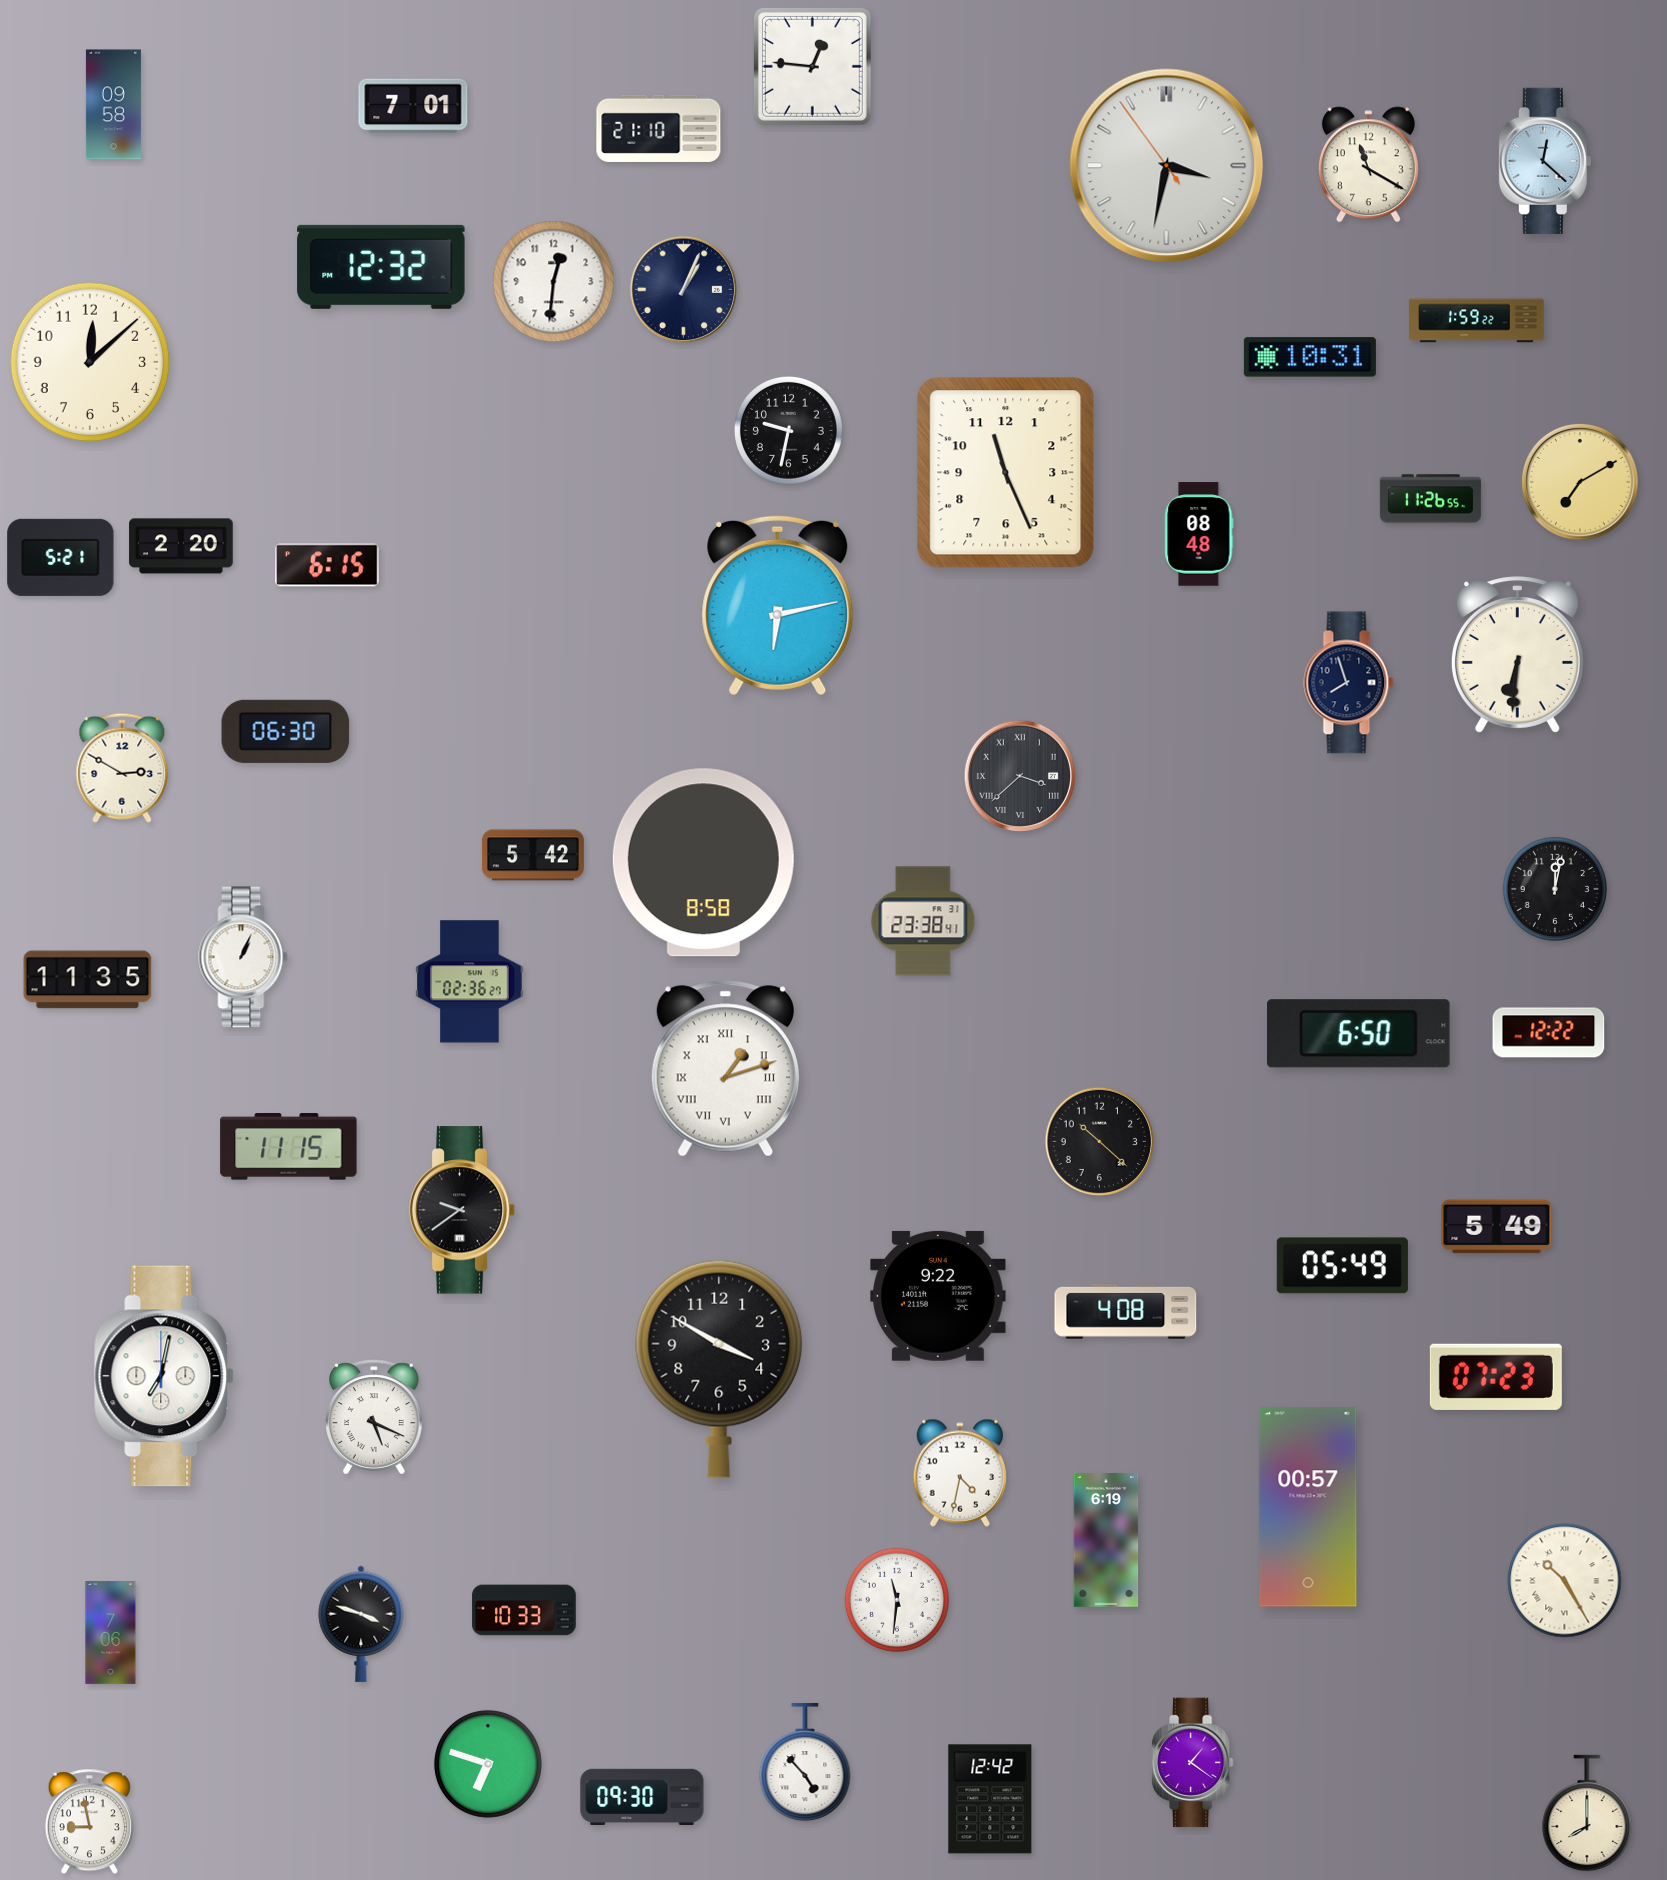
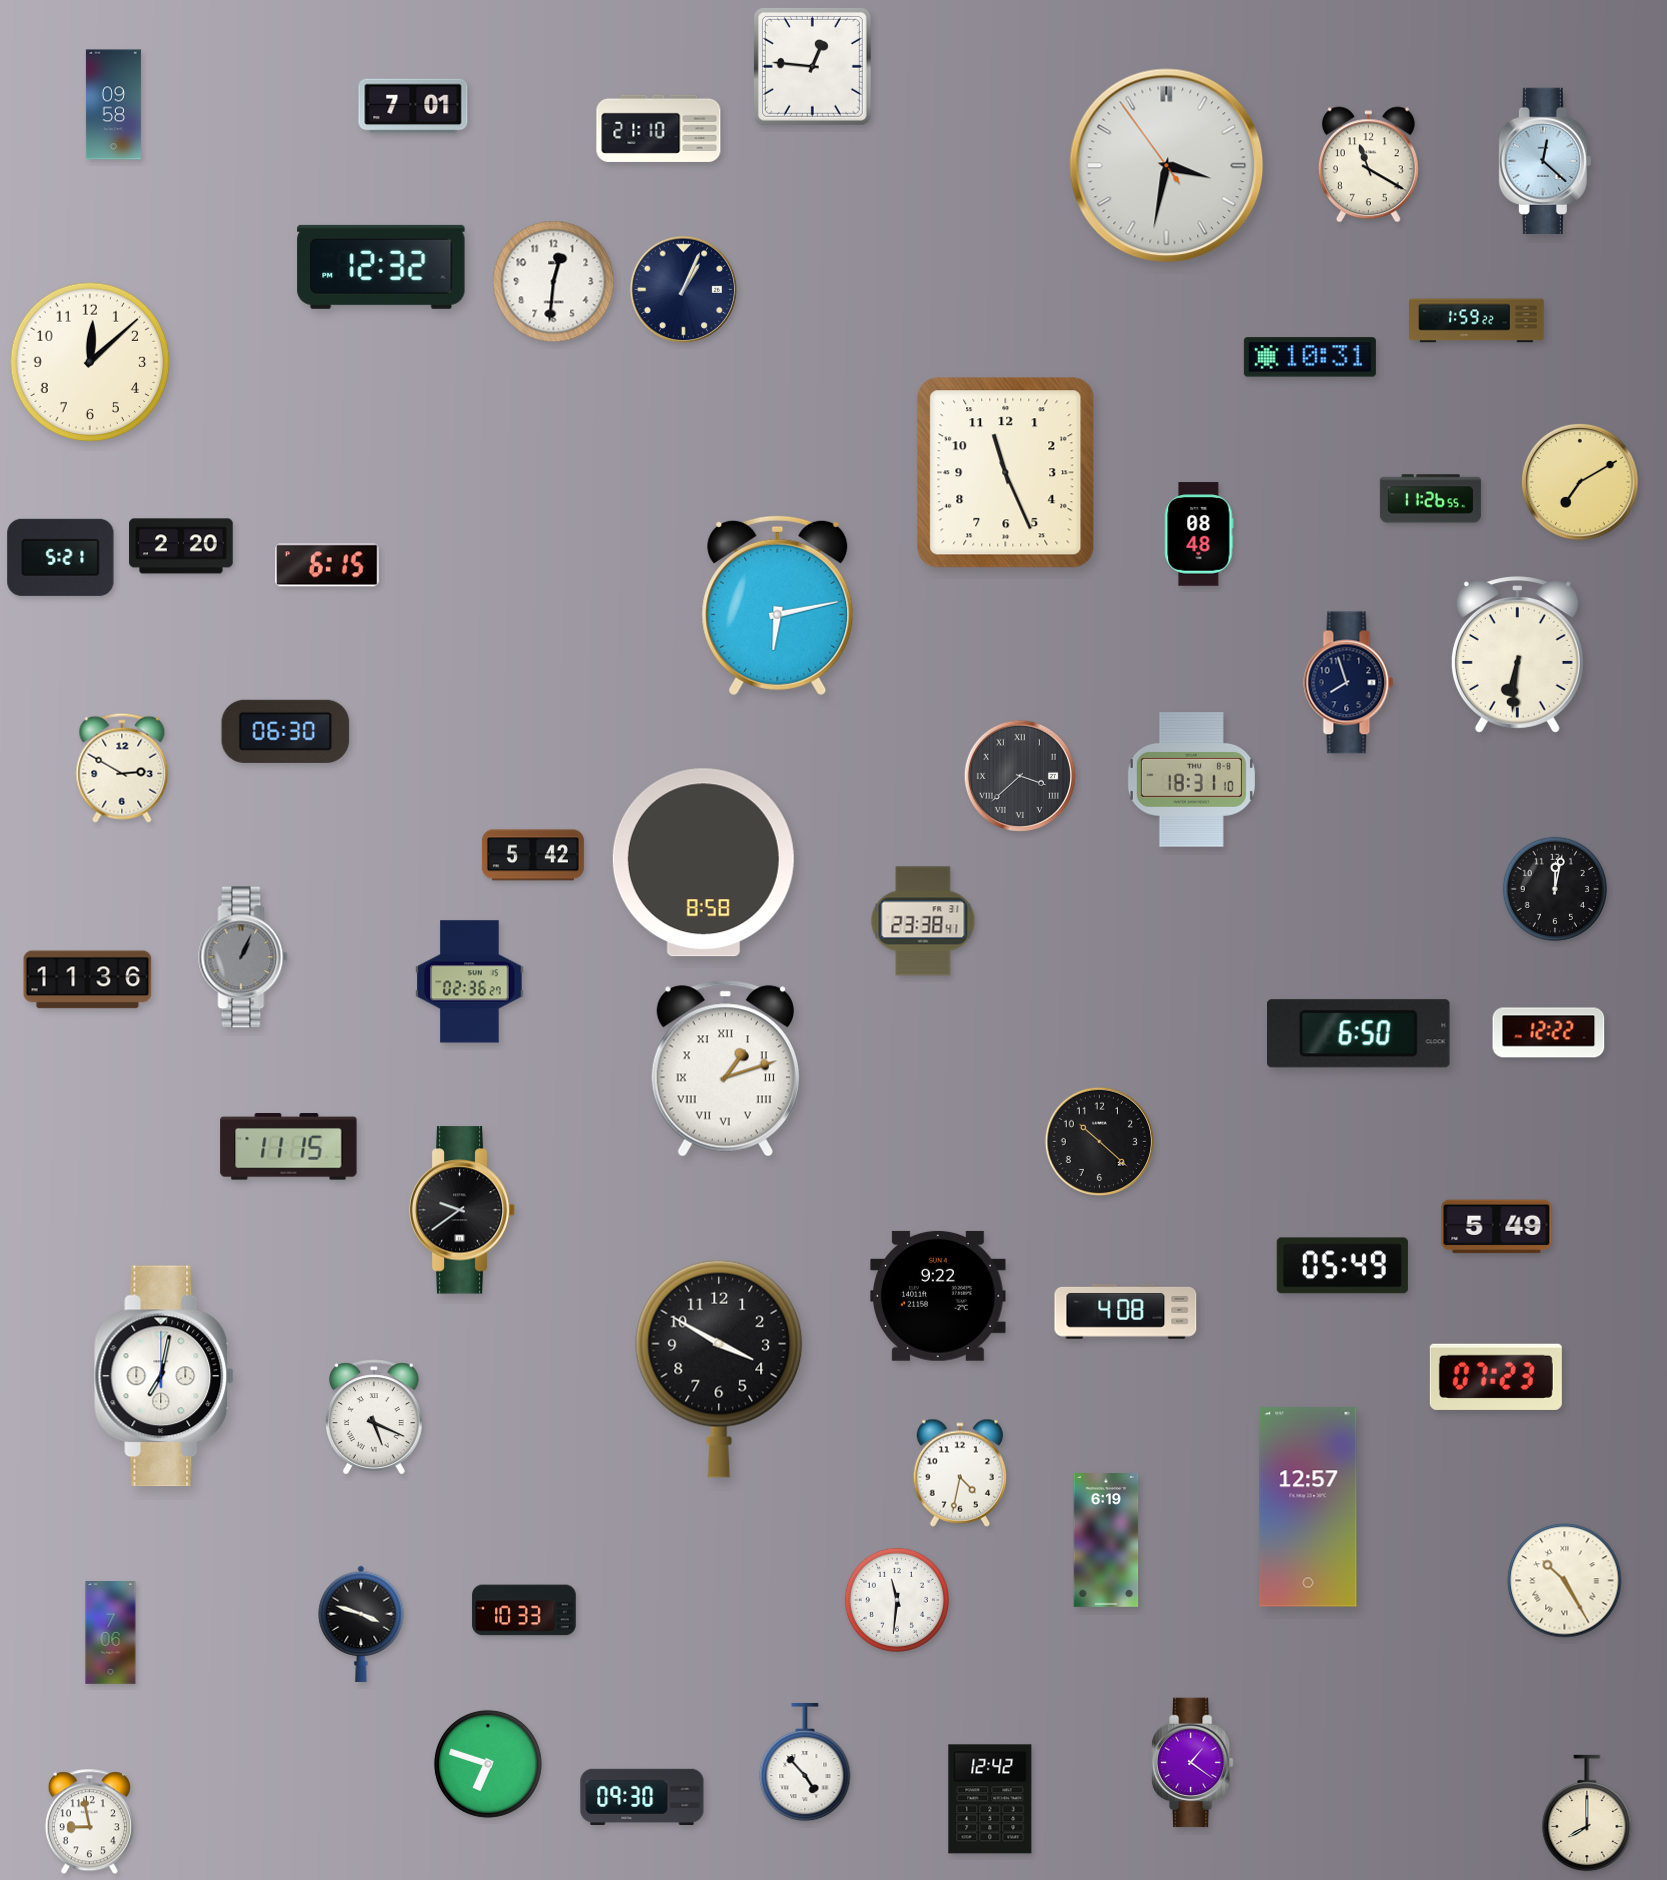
clock at (788, 430): 9:32 -> none
clock at (1191, 780): none -> 18:31
clock at (243, 957) dial: white -> grey
clock at (88, 980): 11:35 -> 11:36
clock at (1308, 1507): 00:57 -> 12:57
